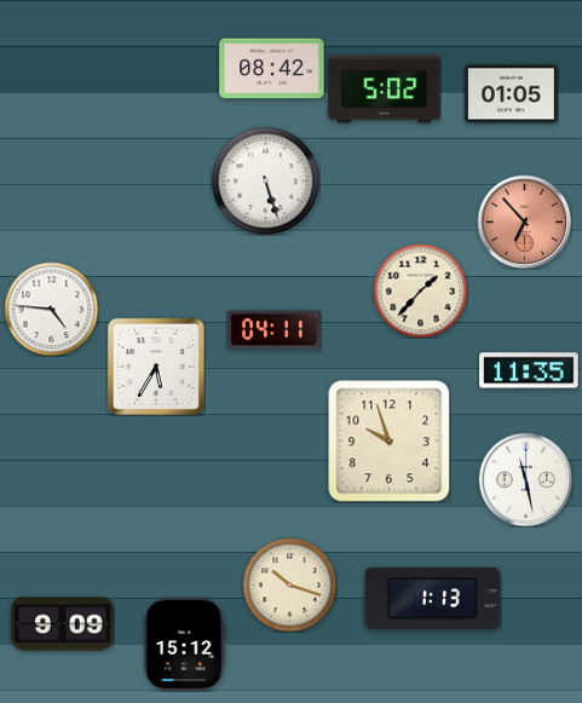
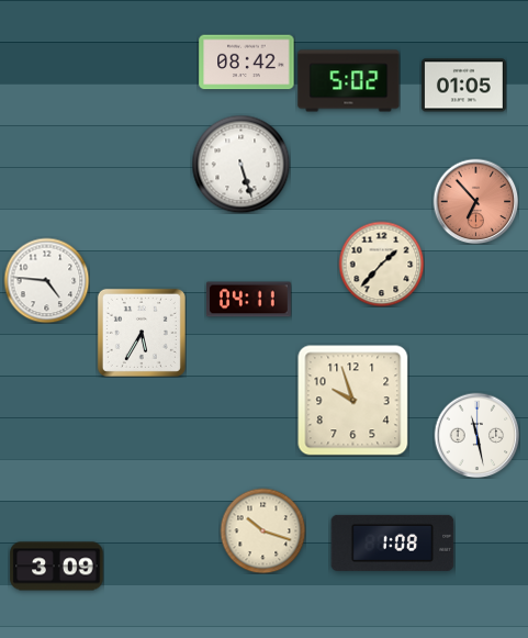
clock at (529, 370): 11:35 -> none
clock at (433, 598): 1:13 -> 1:08
clock at (63, 624): 9:09 -> 3:09
clock at (184, 644): 15:12 -> none
